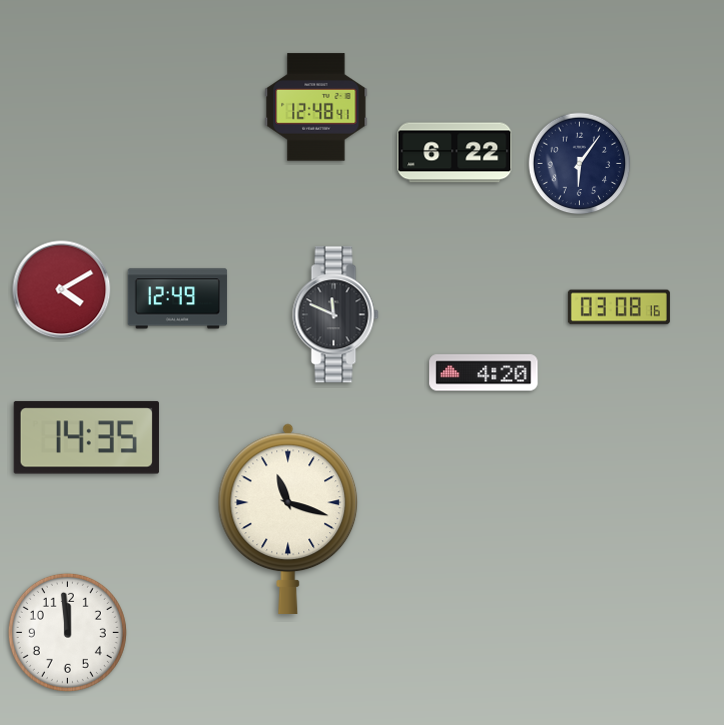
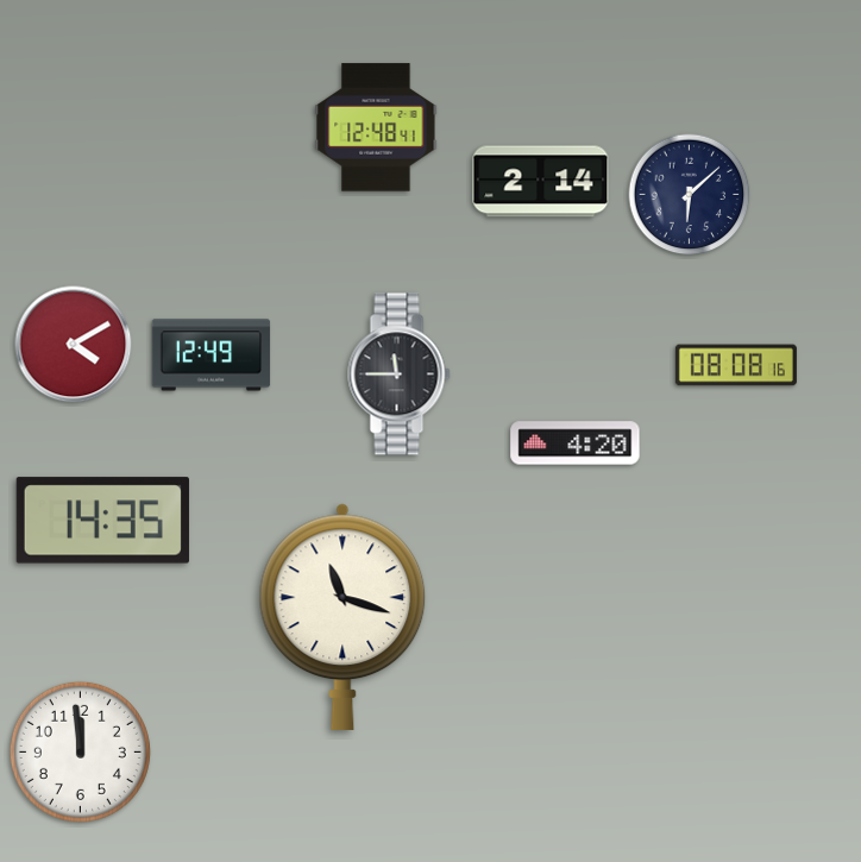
clock at (455, 153): 6:22 -> 2:14
clock at (580, 164): 6:06 -> 6:08
clock at (619, 307): 03:08 -> 08:08
clock at (336, 315): 11:49 -> 11:45
